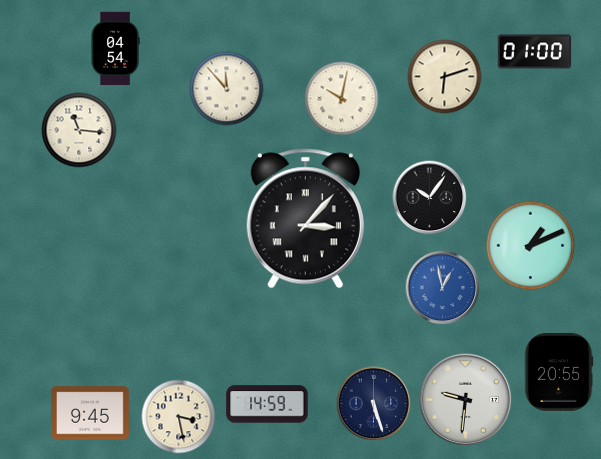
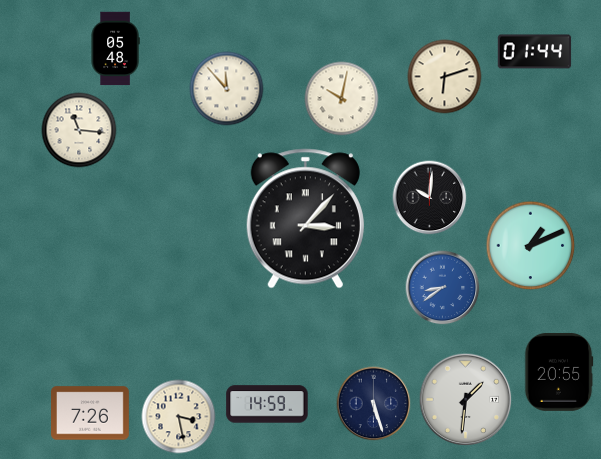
clock at (115, 49): 04:54 -> 05:48
clock at (535, 52): 01:00 -> 01:44
clock at (430, 198): 10:06 -> 10:01
clock at (443, 288): 12:58 -> 8:39
clock at (466, 400): 9:31 -> 1:31
clock at (91, 413): 9:45 -> 7:26
